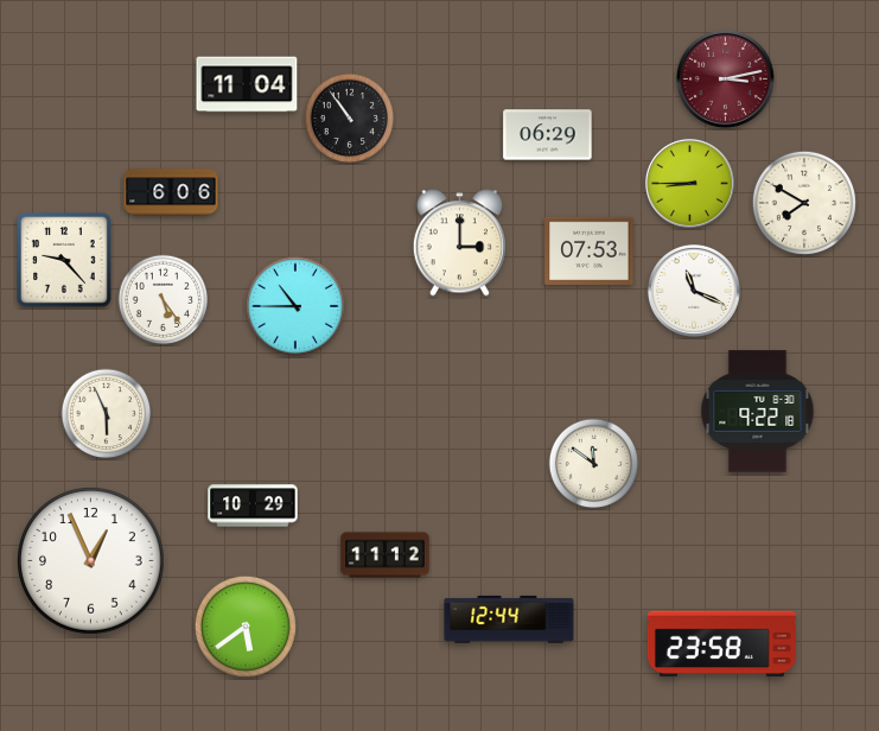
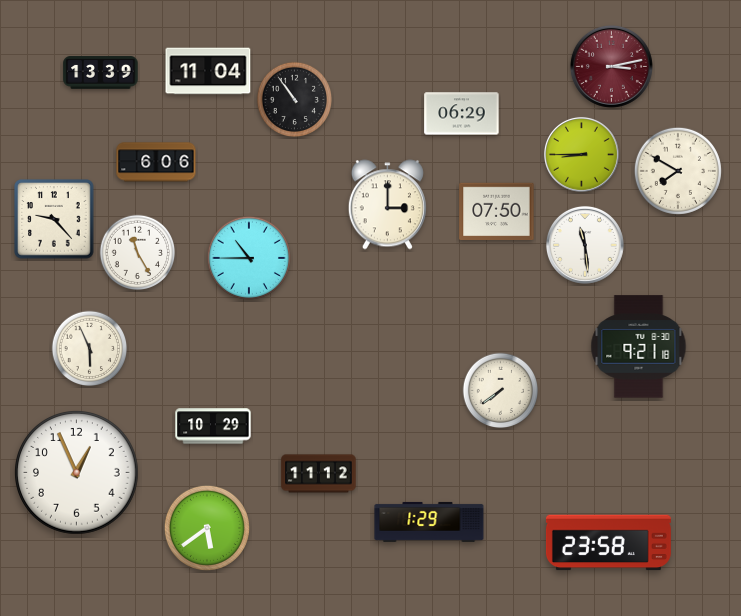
clock at (101, 73): none -> 13:39
clock at (171, 192) position: (171, 192) -> (156, 162)
clock at (590, 252): 07:53 -> 07:50
clock at (694, 291): 11:19 -> 11:29
clock at (164, 300): 5:24 -> 11:25
clock at (758, 412): 9:22 -> 9:21
clock at (594, 464): 11:51 -> 7:39
clock at (386, 555) position: (386, 555) -> (319, 474)
clock at (509, 619): 12:44 -> 1:29
